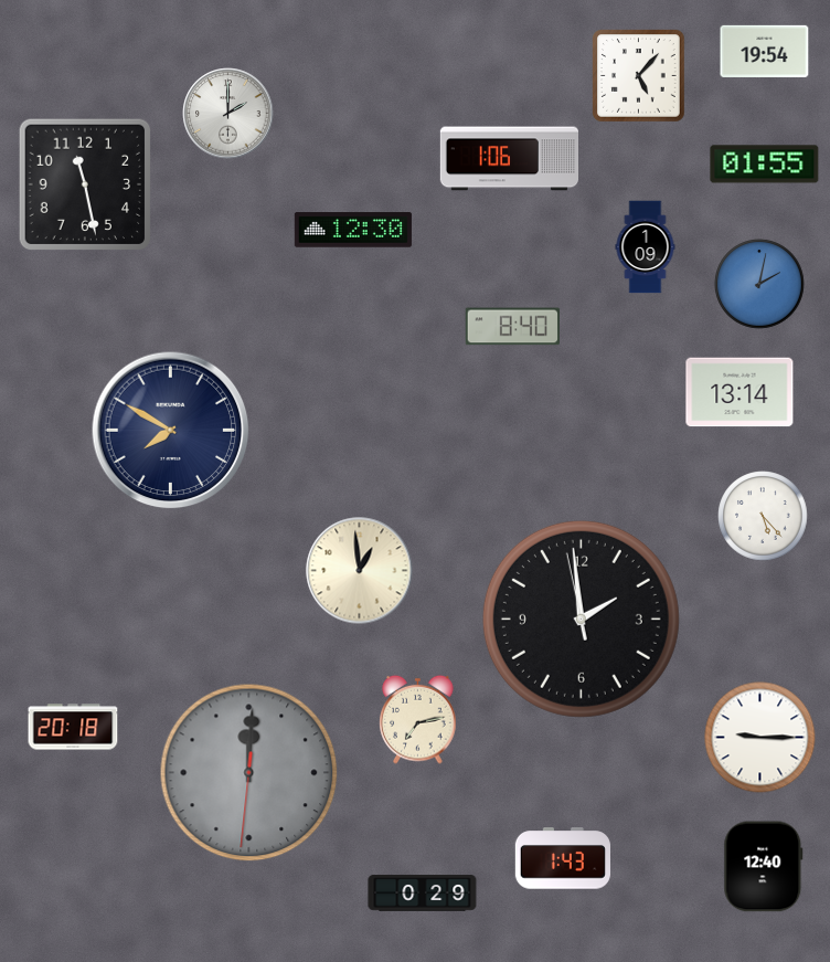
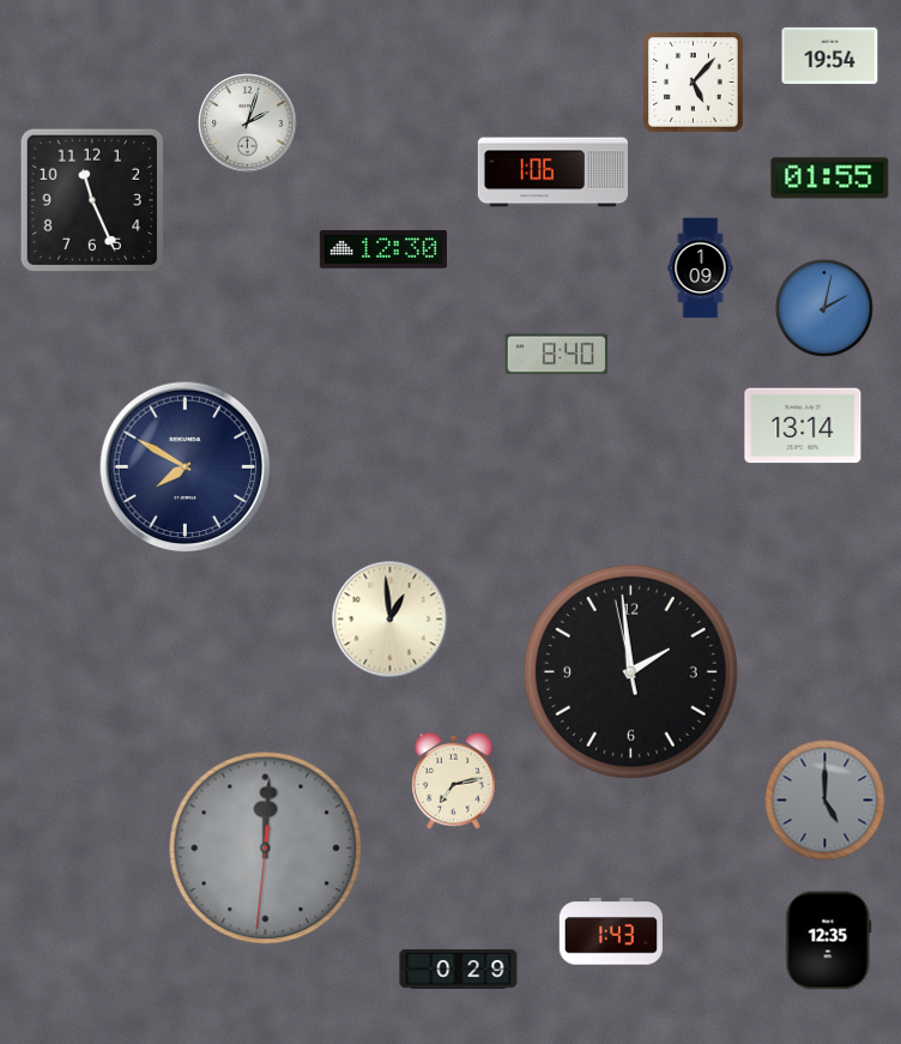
clock at (228, 114): 2:00 -> 2:03
clock at (84, 183): 11:28 -> 11:26
clock at (763, 516): 5:23 -> none
clock at (73, 727): 20:18 -> none
clock at (760, 738): 9:15 -> 5:00
clock at (760, 738) dial: white -> grey
clock at (249, 773) position: (249, 773) -> (266, 849)
clock at (764, 867): 12:40 -> 12:35
